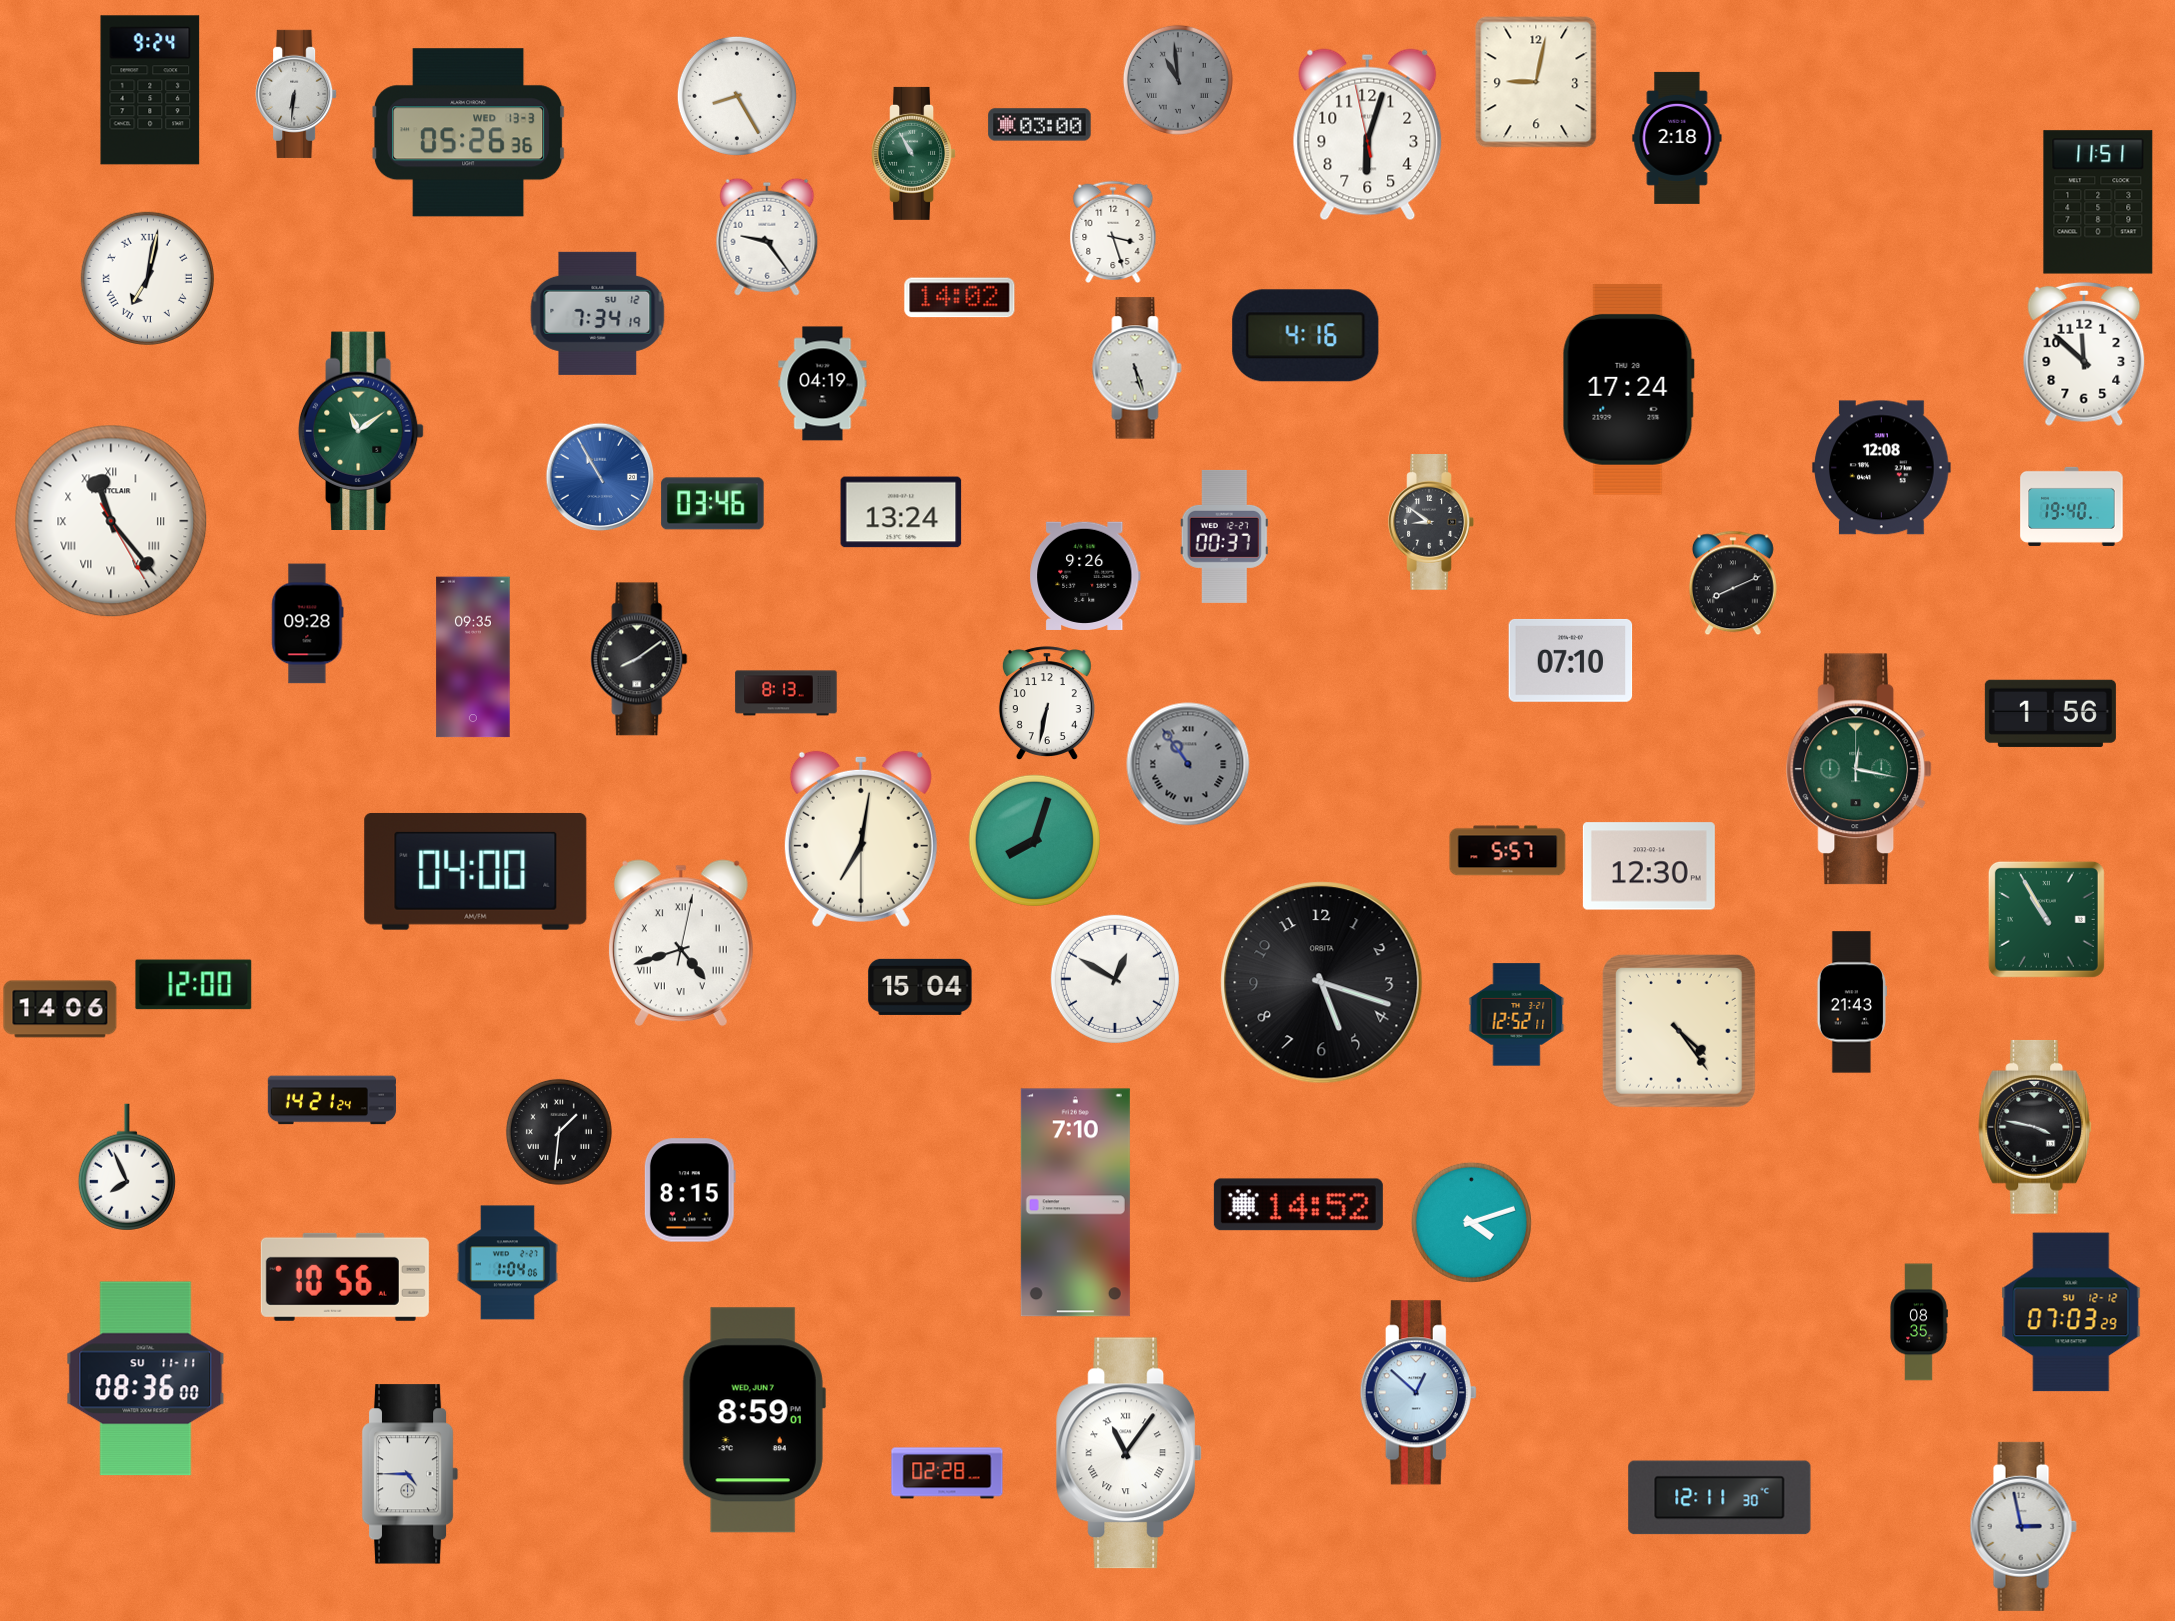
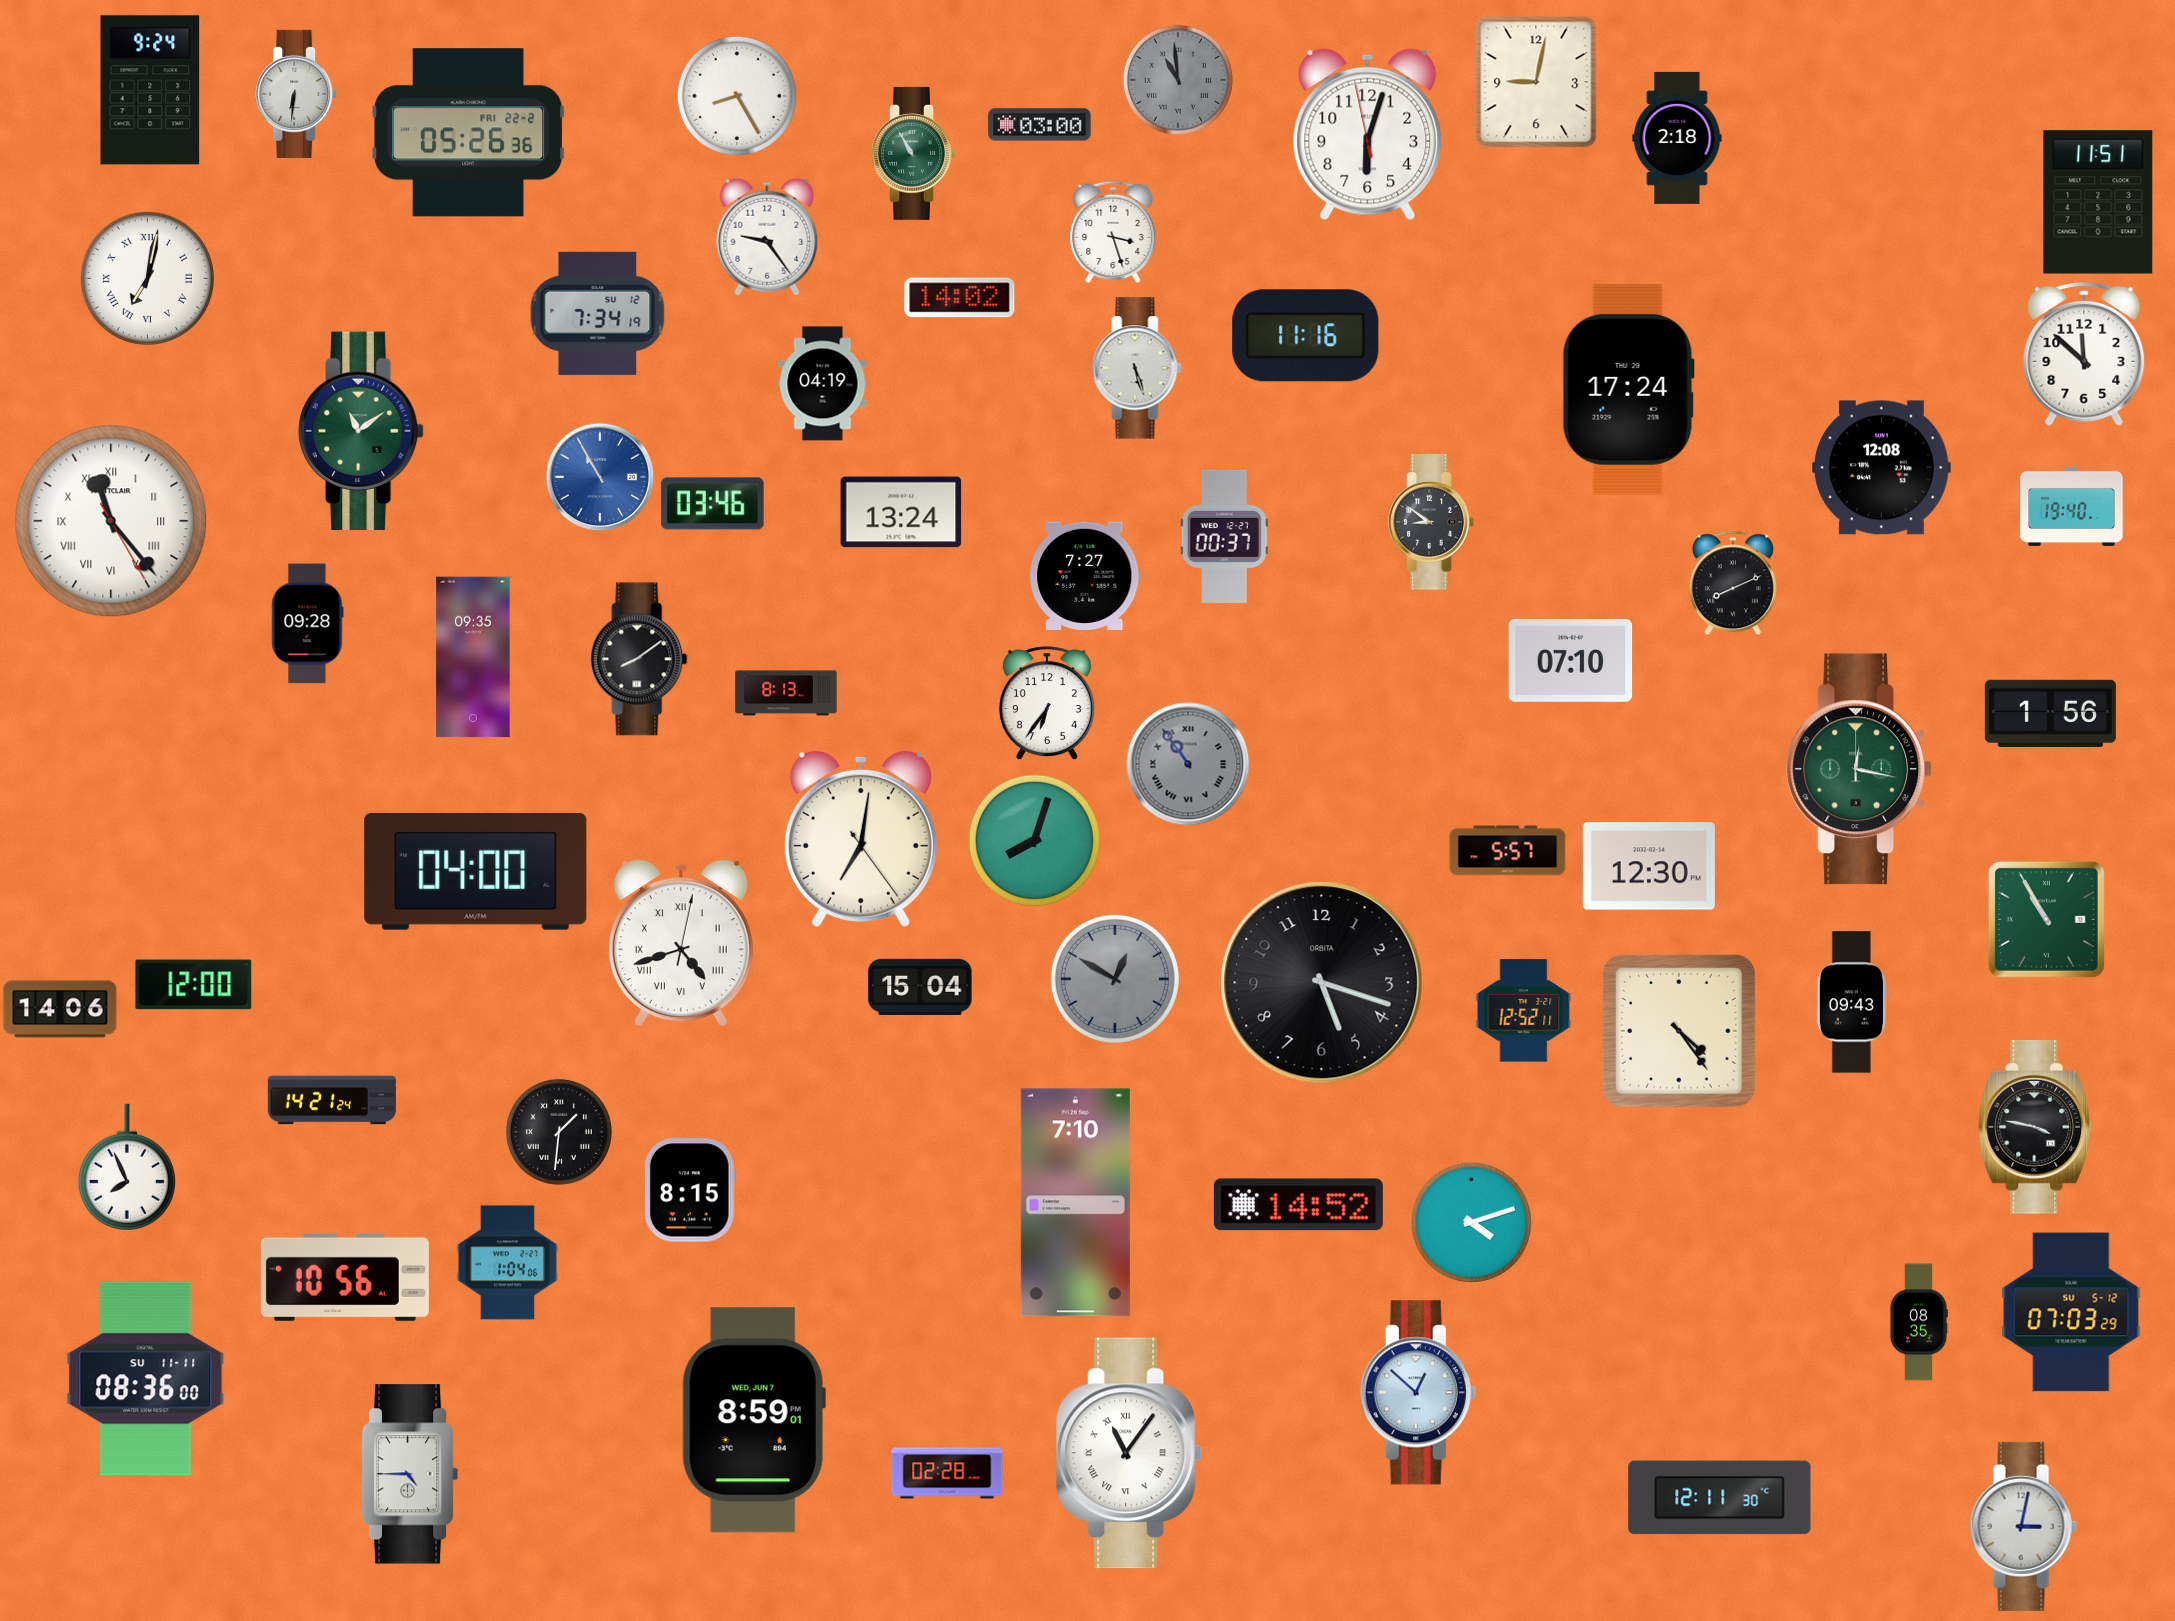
clock at (469, 133) date: WED 13-3 -> FRI 22-2
clock at (1306, 336): 4:16 -> 11:16
clock at (1085, 576): 9:26 -> 7:27
clock at (1047, 703): 6:32 -> 6:36
clock at (861, 839): 7:01:30 -> 7:01:24
clock at (1115, 979) dial: white -> grey
clock at (1852, 1002): 21:43 -> 09:43
clock at (1517, 1015) position: (1517, 1015) -> (1524, 1011)
clock at (2071, 1312) date: SU 12-12 -> SU 5-12
clock at (2023, 1526): 2:58 -> 3:02
